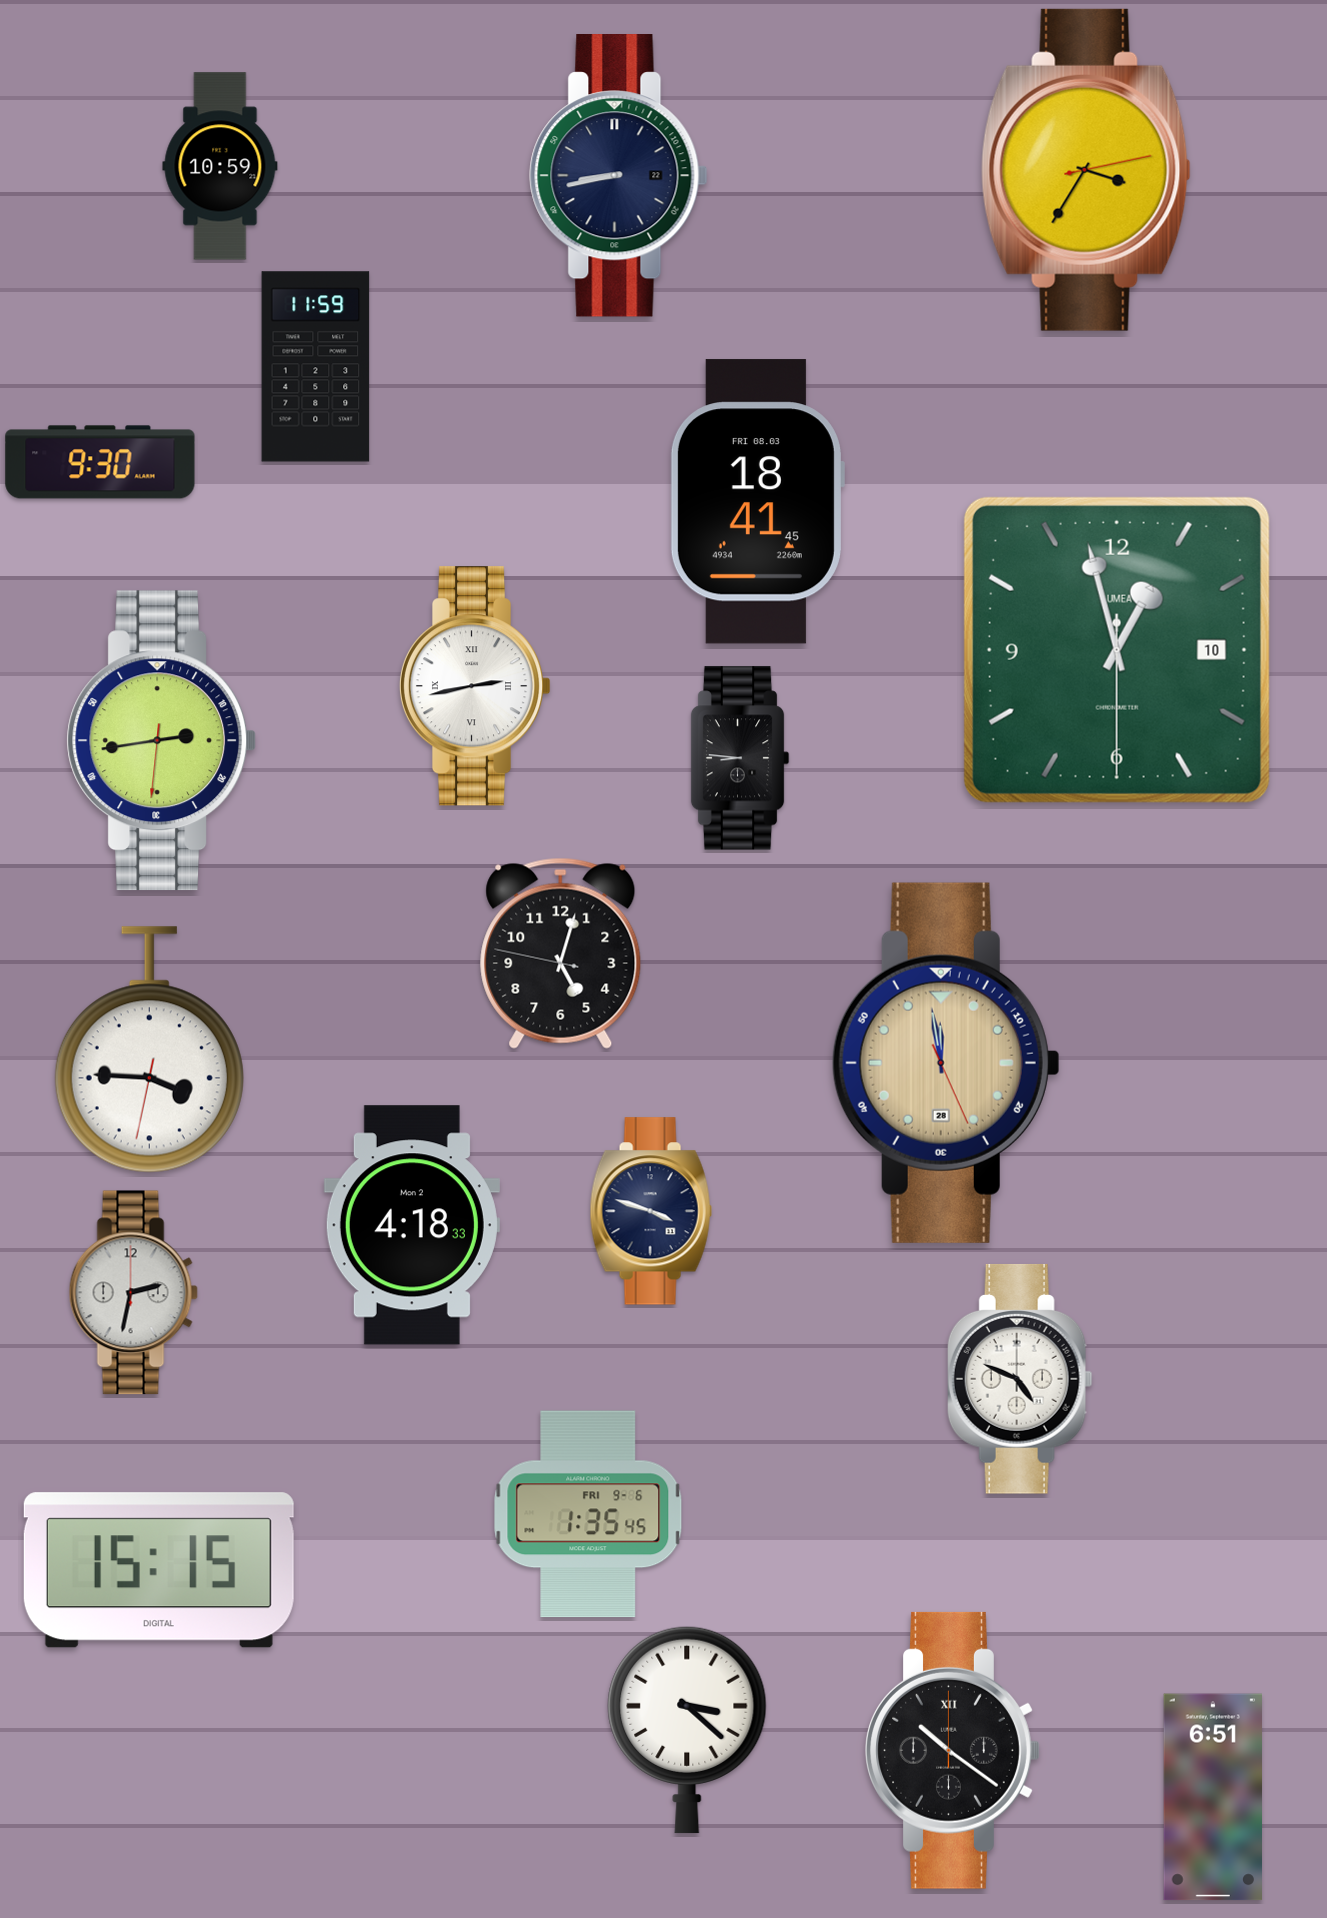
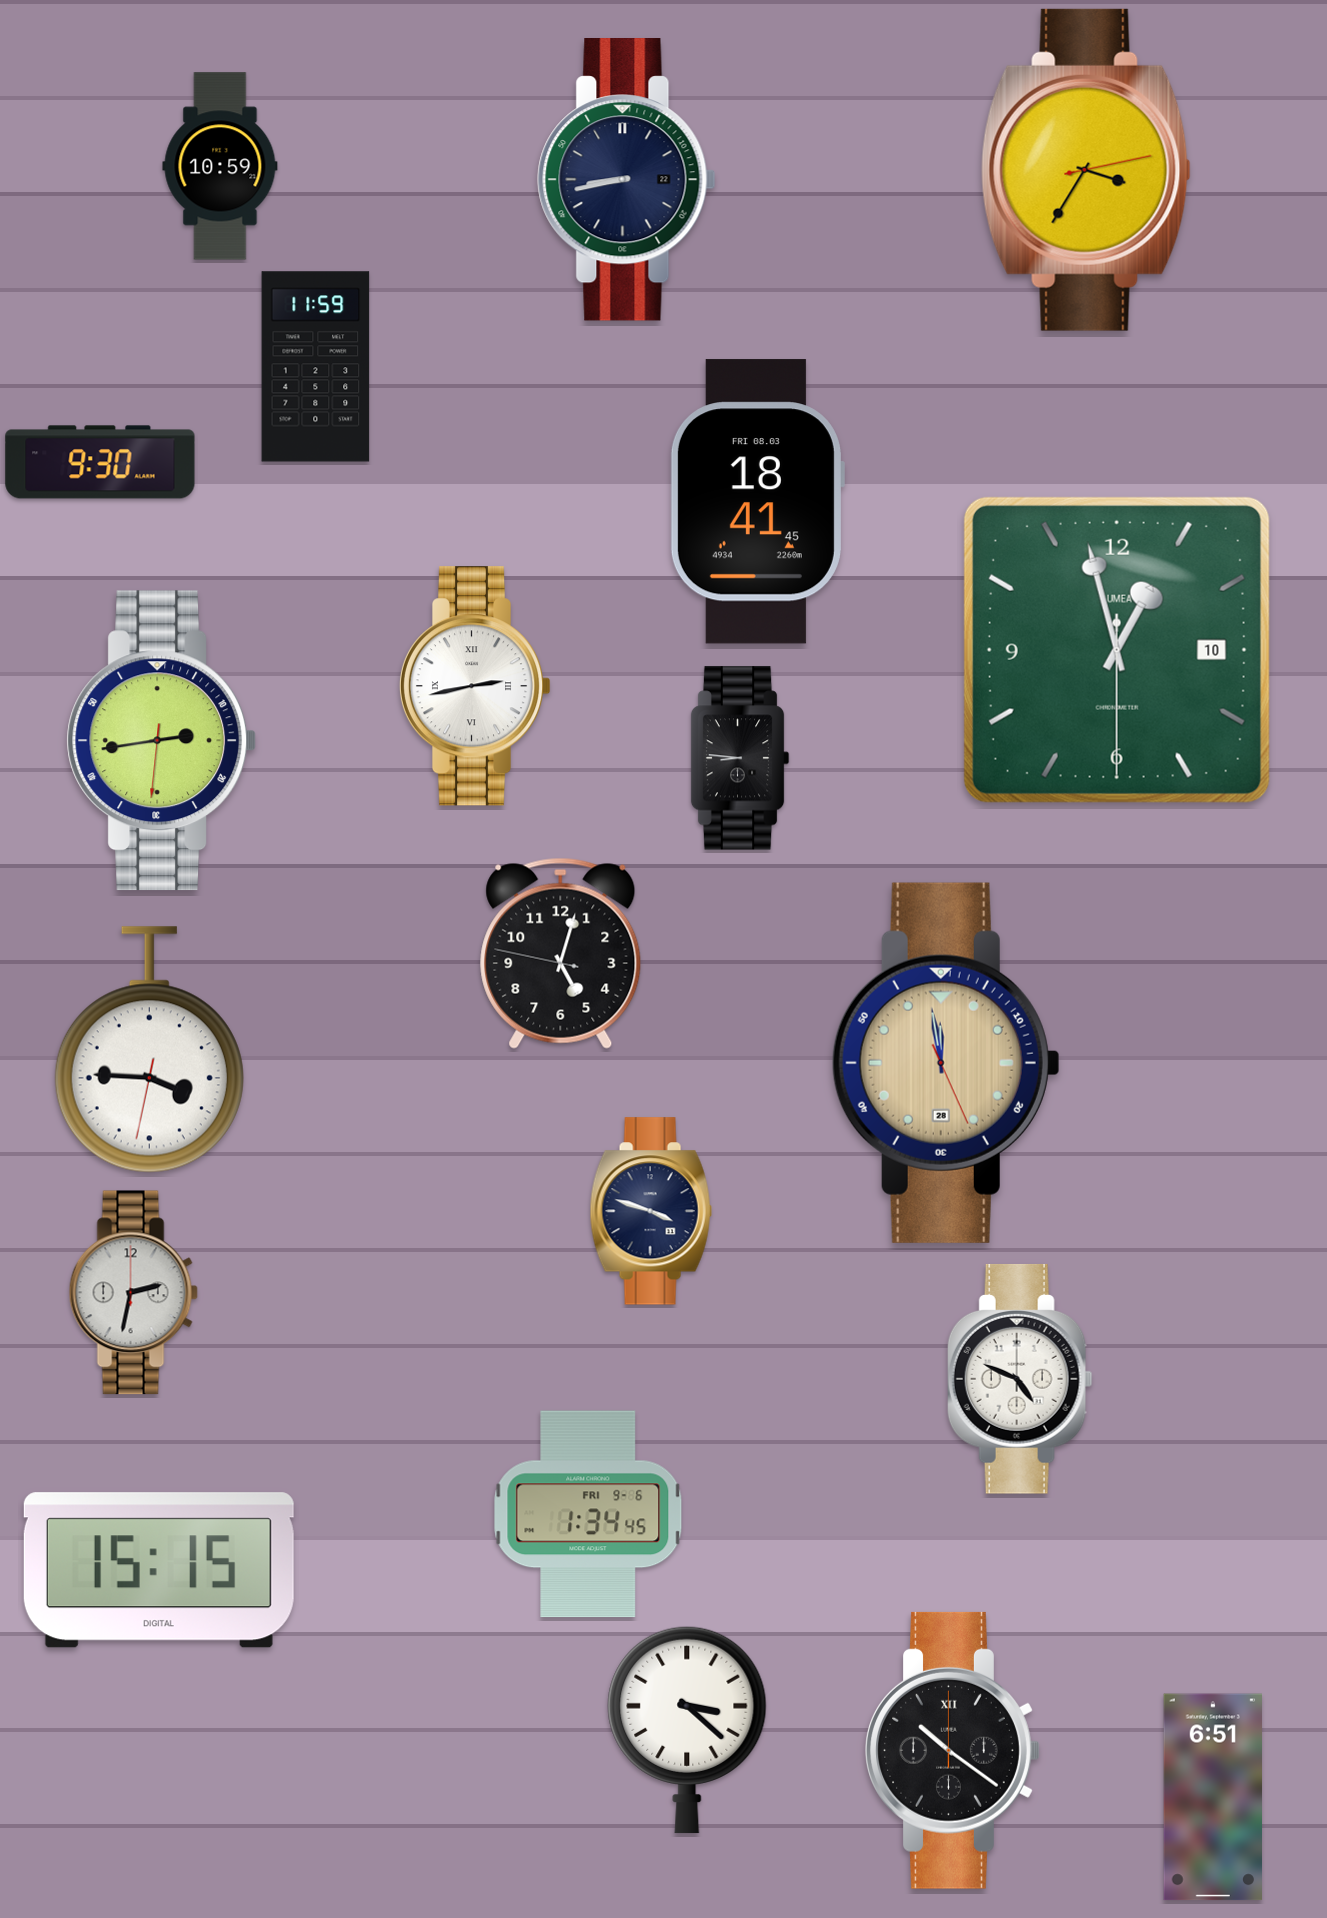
clock at (619, 176) position: (619, 176) -> (627, 180)
clock at (412, 1225): 4:18 -> none
clock at (588, 1514): 1:35 -> 1:34
